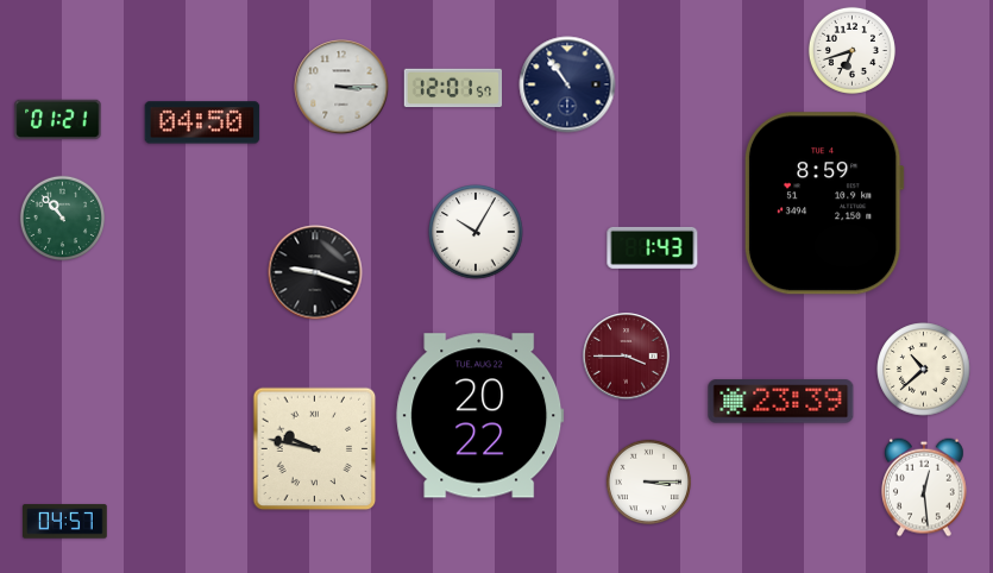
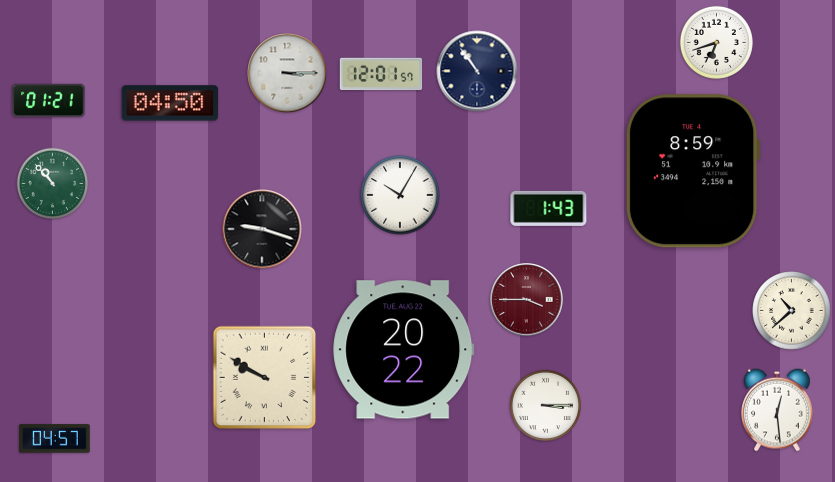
clock at (315, 272) position: (315, 272) -> (262, 229)
clock at (924, 370) position: (924, 370) -> (792, 311)
clock at (781, 402): 23:39 -> none
clock at (315, 449): 9:47 -> 9:50
